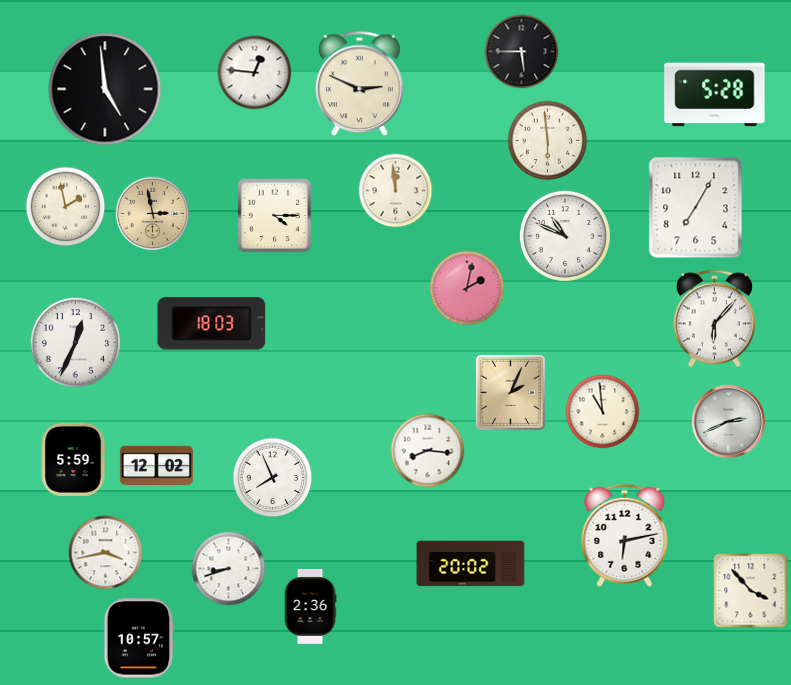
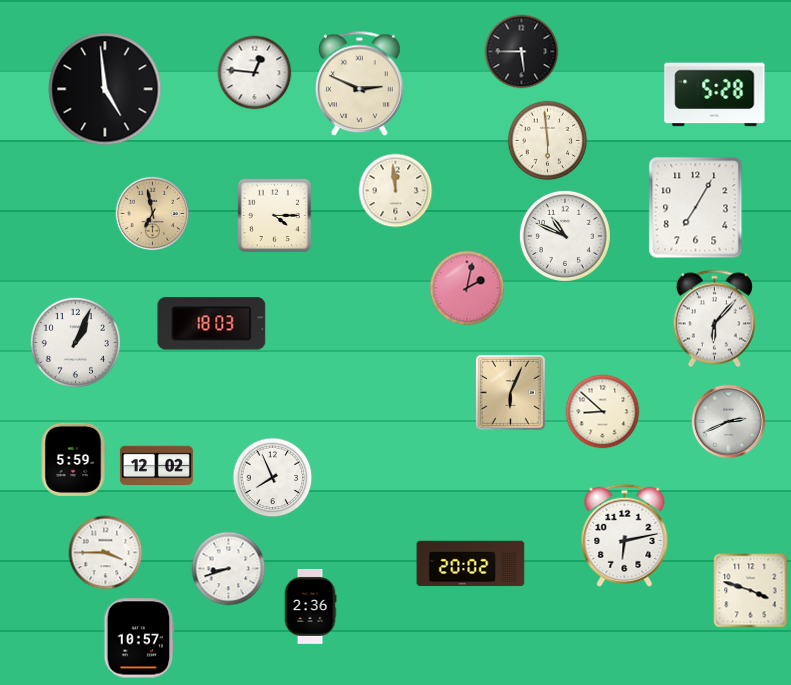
clock at (66, 207): 1:58 -> none
clock at (153, 214): 2:58 -> 6:58
clock at (75, 342): 12:34 -> 1:04
clock at (510, 392): 2:04 -> 6:04
clock at (603, 412): 10:59 -> 8:52
clock at (428, 451): 8:16 -> none
clock at (106, 553): 3:43 -> 3:45
clock at (751, 591): 3:53 -> 3:48
